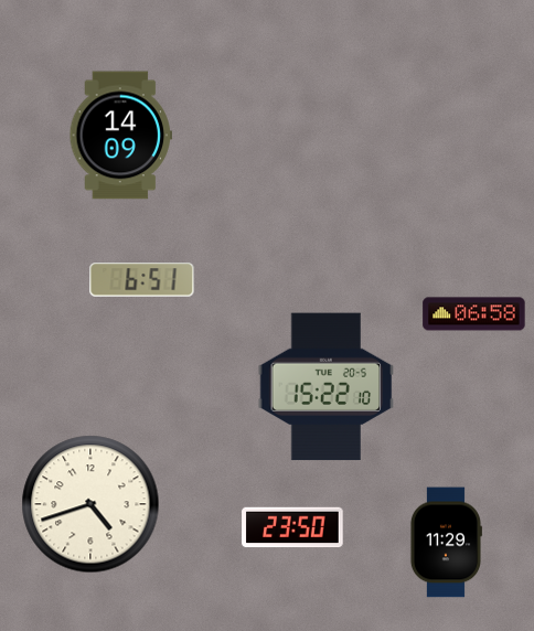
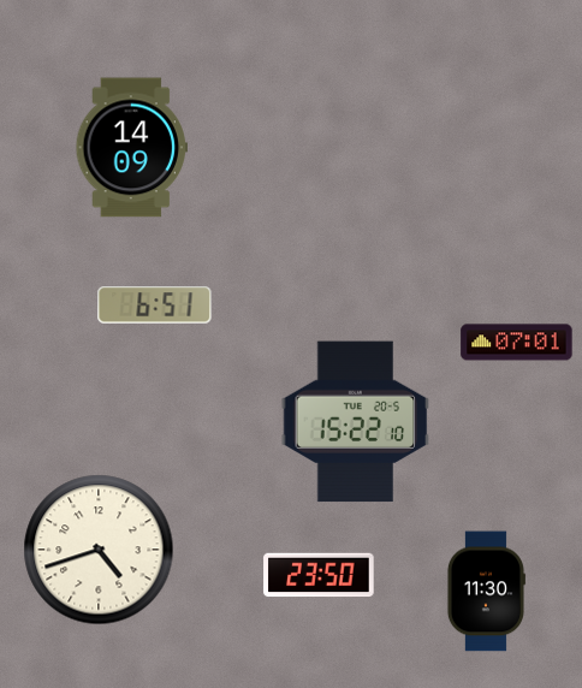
clock at (474, 314): 06:58 -> 07:01
clock at (446, 543): 11:29 -> 11:30
